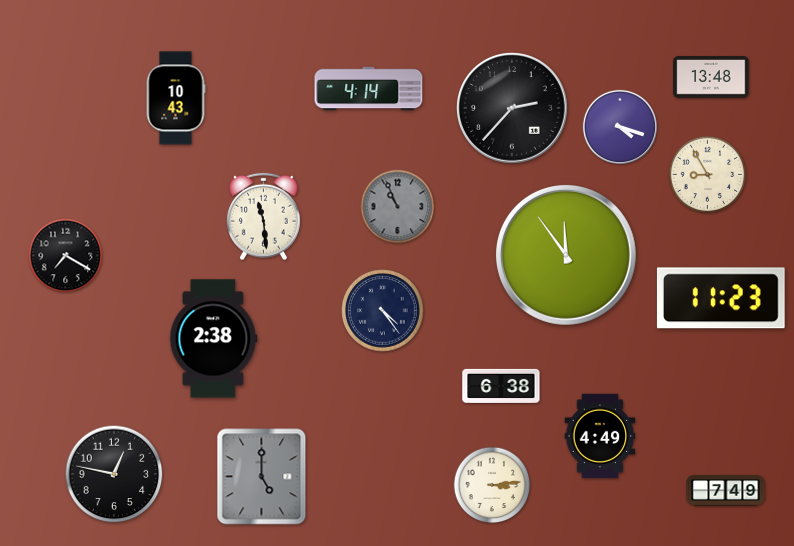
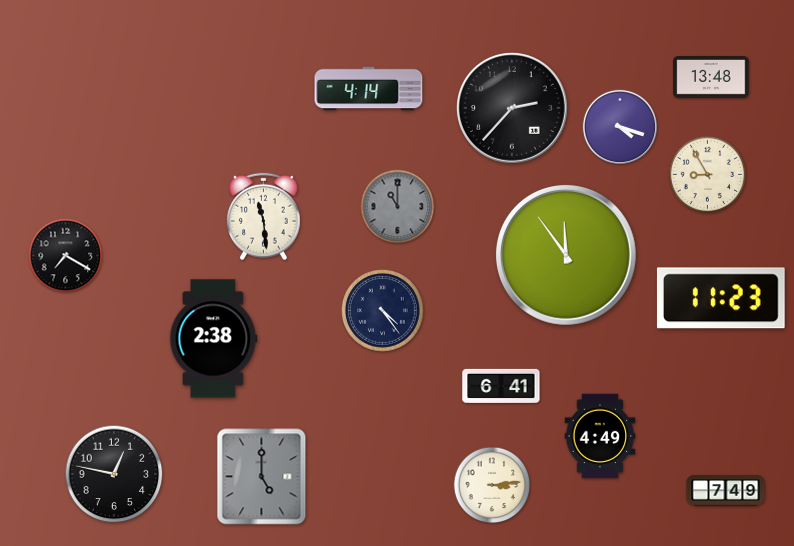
clock at (176, 98): 10:43 -> none
clock at (398, 207): 10:56 -> 11:00
clock at (501, 386): 6:38 -> 6:41
